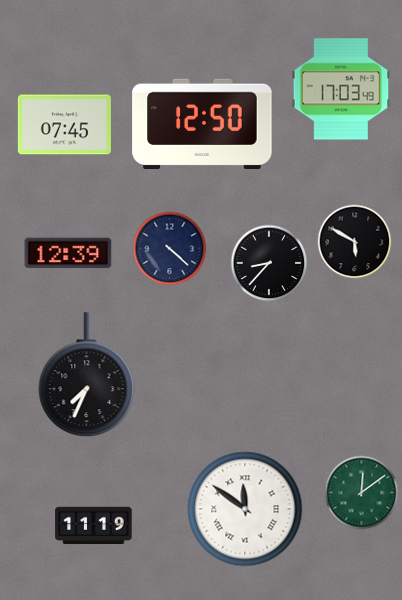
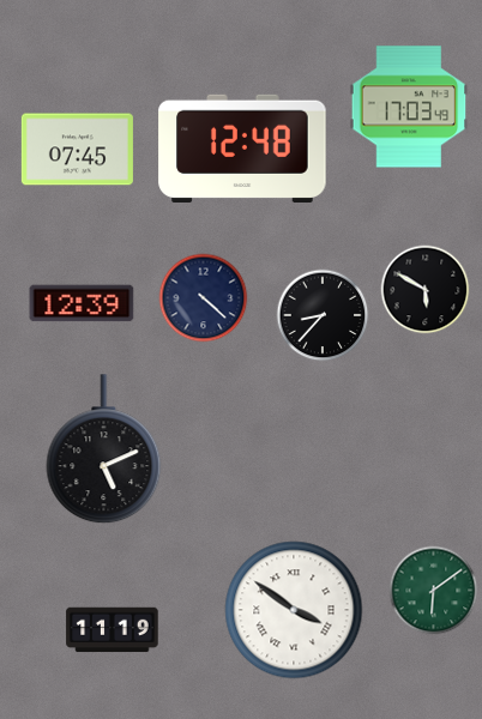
clock at (202, 123): 12:50 -> 12:48
clock at (87, 375): 7:34 -> 5:11
clock at (362, 493): 12:09 -> 6:09
clock at (245, 509): 11:51 -> 3:51
